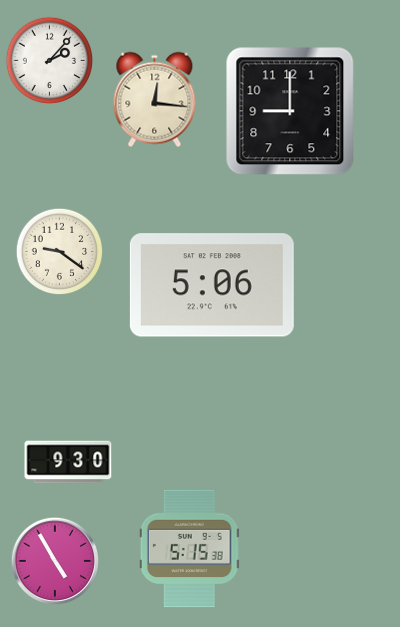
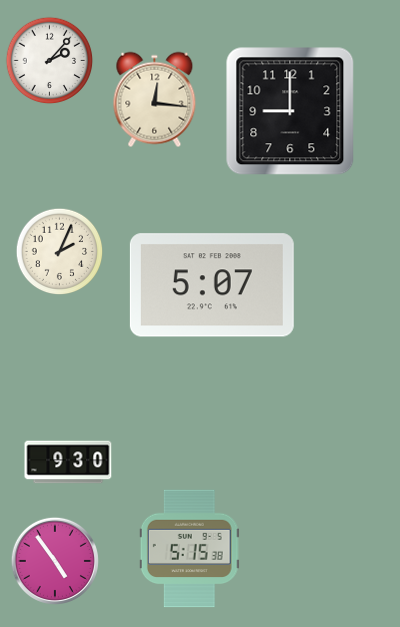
clock at (60, 252): 9:21 -> 2:04
clock at (212, 285): 5:06 -> 5:07
clock at (55, 561): 4:55 -> 4:54
